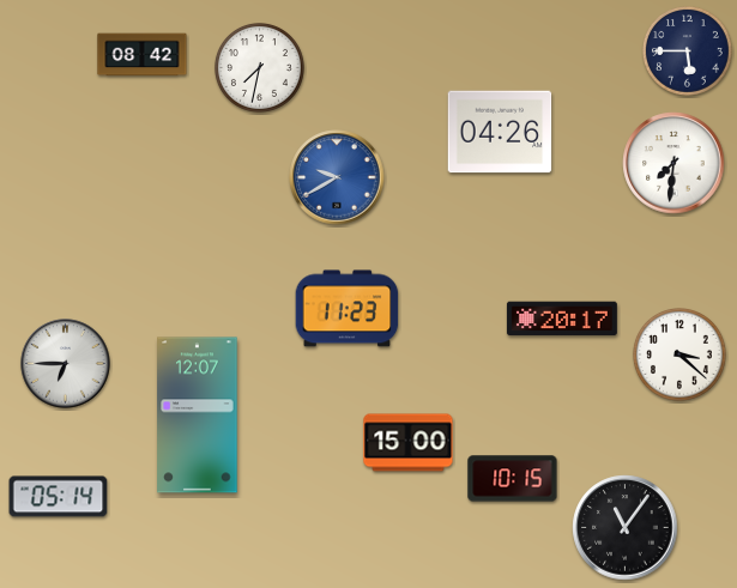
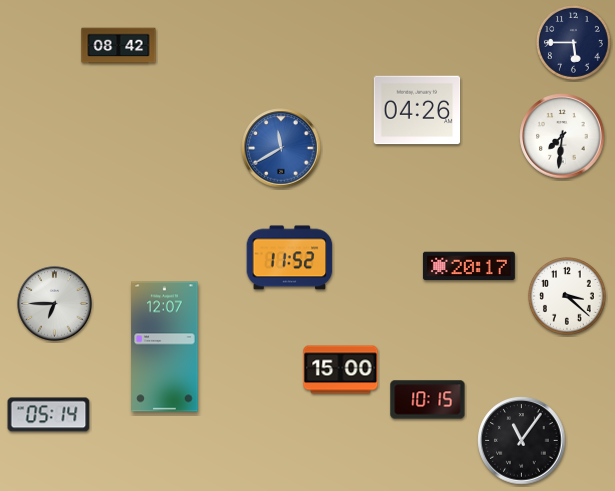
clock at (260, 68): 7:32 -> none
clock at (337, 177): 9:40 -> 11:40
clock at (348, 309): 11:23 -> 11:52
